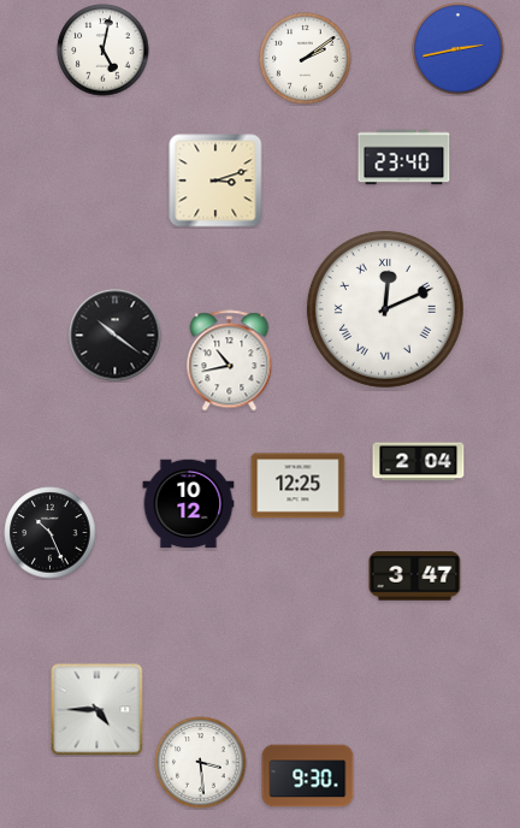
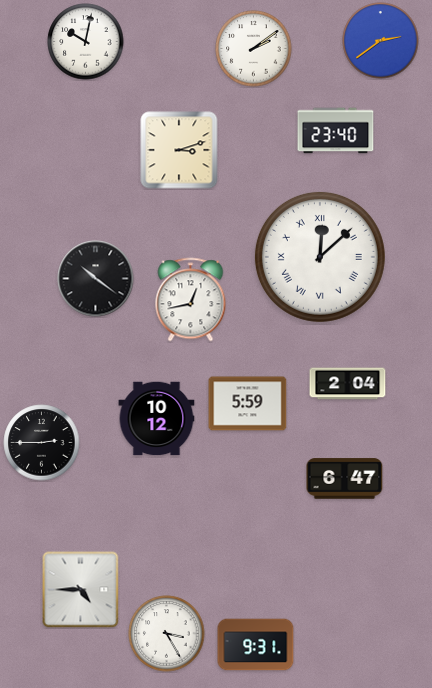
clock at (459, 49): 2:43 -> 2:39
clock at (104, 51): 5:02 -> 10:02
clock at (385, 309): 12:11 -> 12:08
clock at (230, 361): 10:43 -> 12:43
clock at (299, 486): 12:25 -> 5:59
clock at (51, 533): 10:26 -> 2:45
clock at (415, 576): 3:47 -> 6:47
clock at (201, 763): 3:29 -> 3:25
clock at (308, 776): 9:30 -> 9:31
